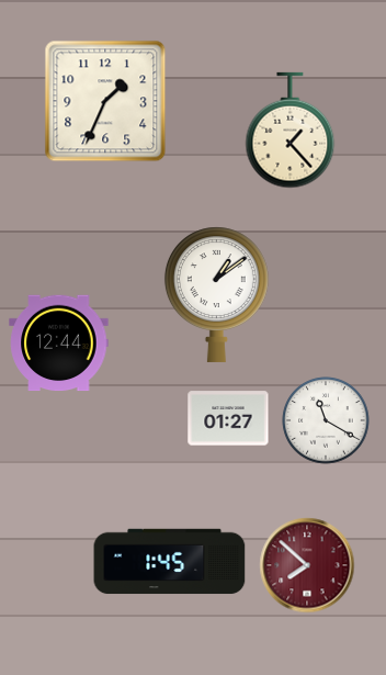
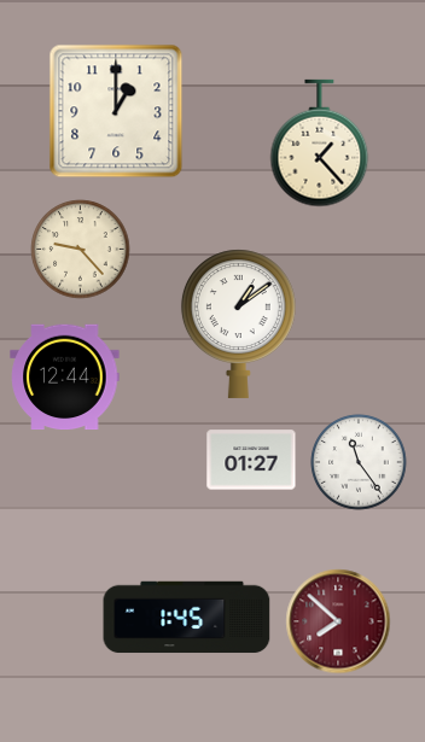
clock at (105, 101): 1:34 -> 1:00
clock at (81, 250): none -> 9:23
clock at (326, 420): 11:20 -> 11:24
